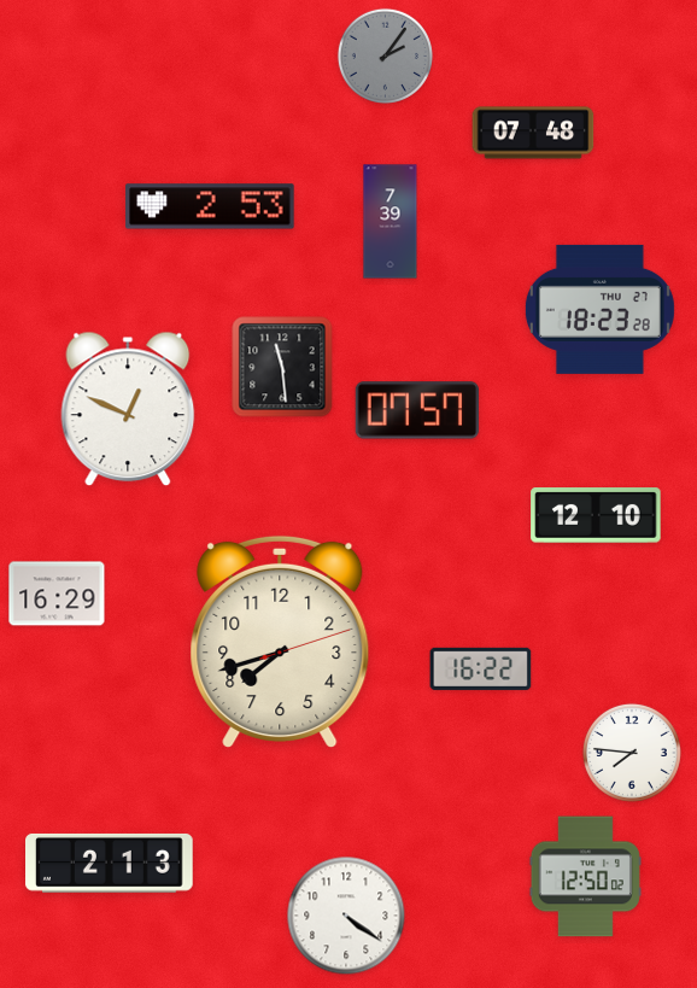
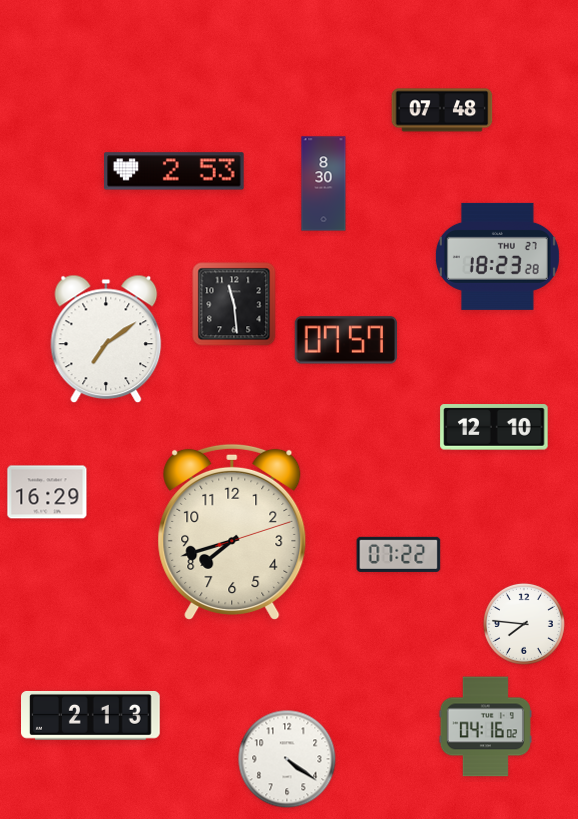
clock at (385, 55): 2:06 -> none
clock at (391, 222): 7:39 -> 8:30
clock at (128, 409): 12:49 -> 7:09
clock at (481, 668): 16:22 -> 07:22
clock at (585, 877): 12:50 -> 04:16
